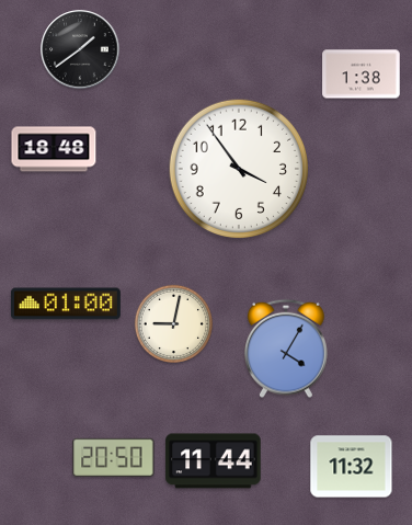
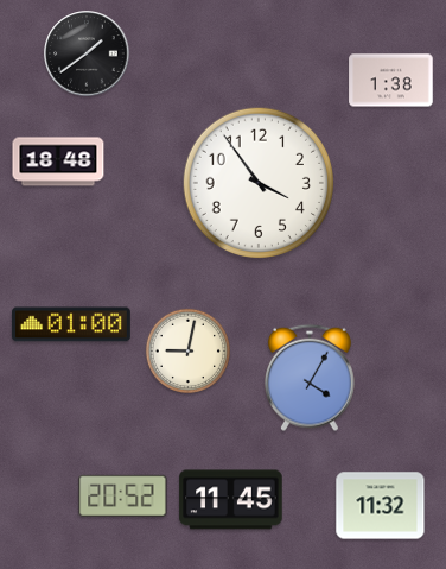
clock at (66, 304) position: (66, 304) -> (71, 324)
clock at (114, 457): 20:50 -> 20:52
clock at (214, 461): 11:44 -> 11:45
